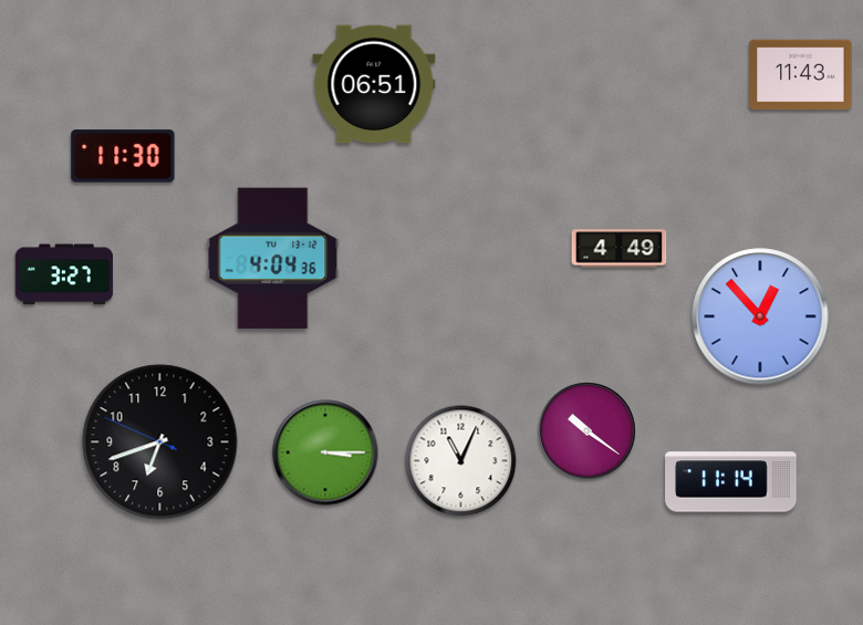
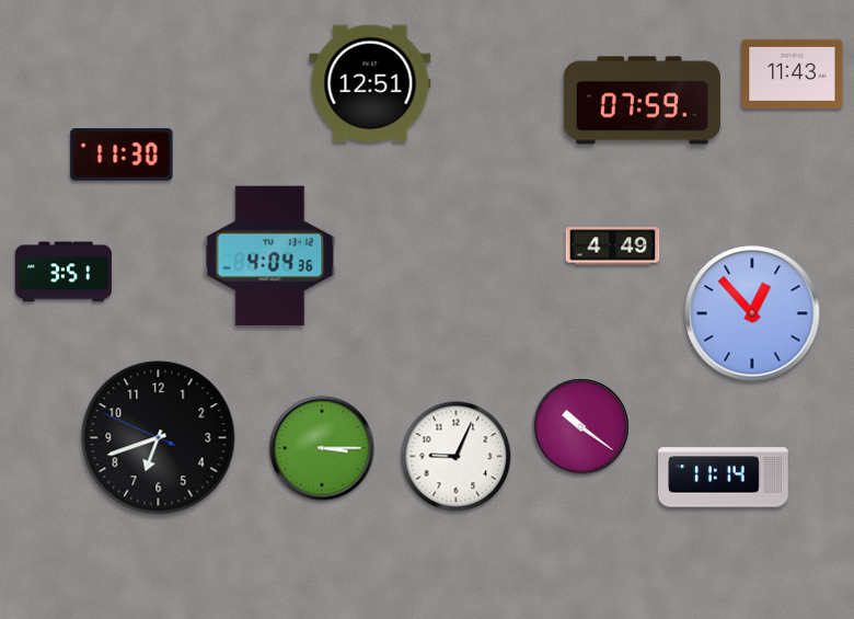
clock at (374, 84): 06:51 -> 12:51
clock at (642, 101): none -> 07:59
clock at (64, 274): 3:27 -> 3:51
clock at (461, 461): 11:04 -> 9:04
